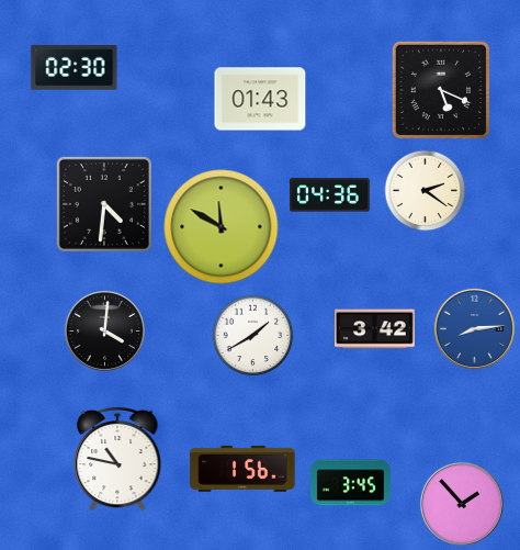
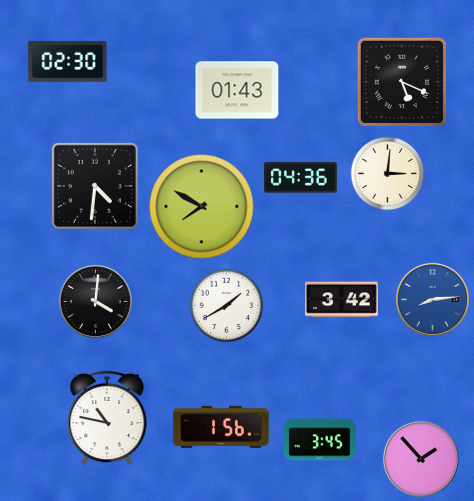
clock at (426, 191): 2:21 -> 3:01
clock at (222, 227): 11:50 -> 7:50
clock at (253, 336) position: (253, 336) -> (227, 306)
